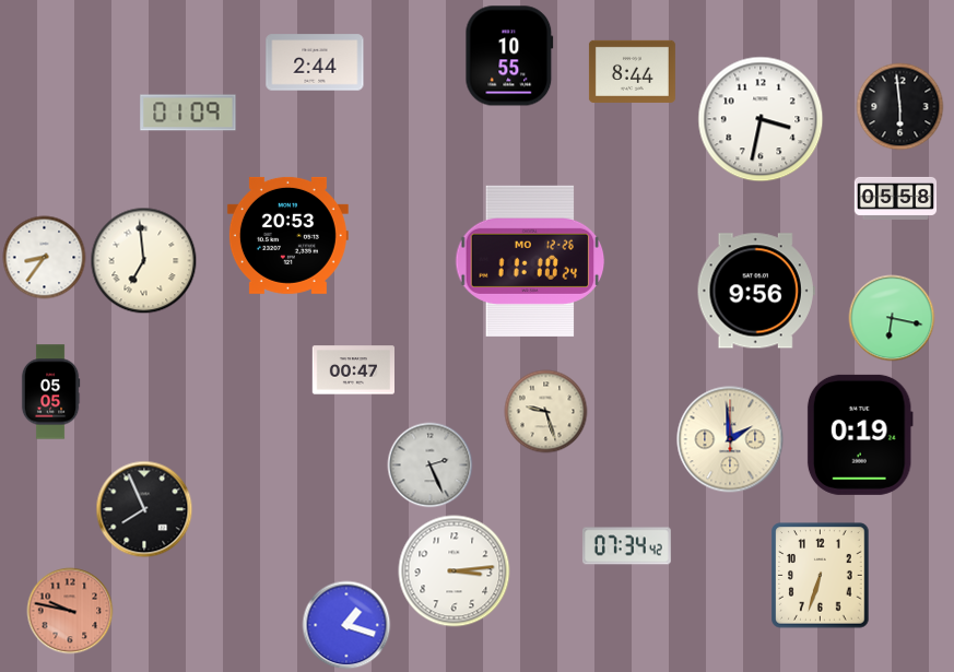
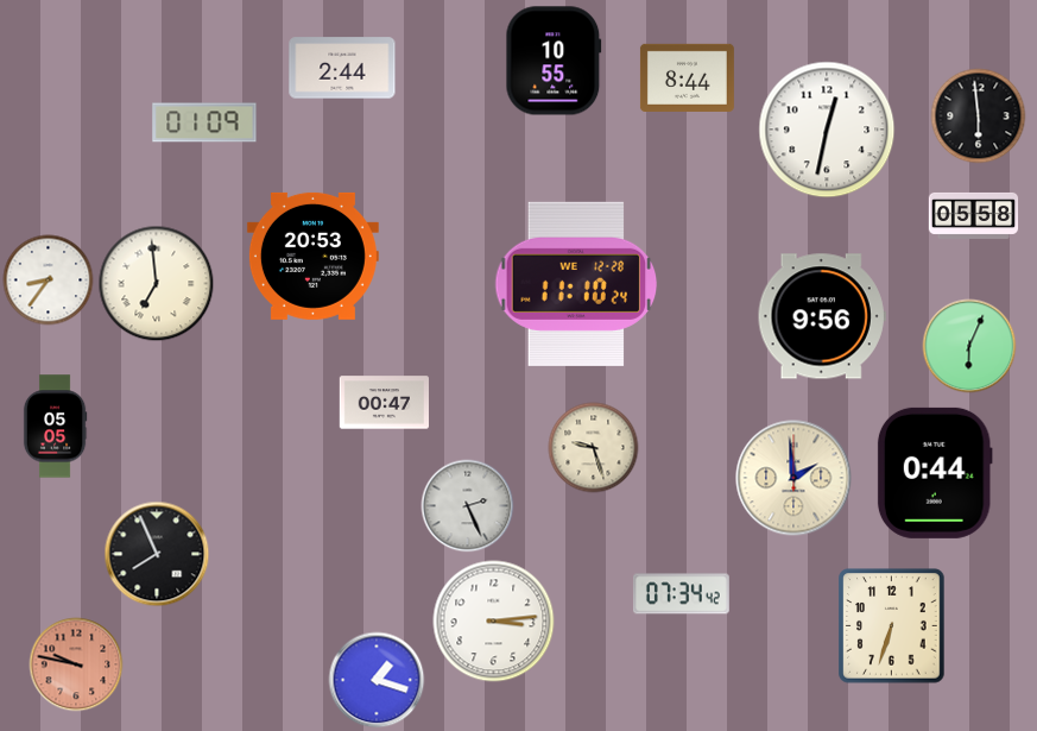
clock at (761, 119): 3:32 -> 12:32
clock at (530, 261) date: MO 12-26 -> WE 12-28
clock at (892, 318): 6:17 -> 6:04
clock at (860, 435): 0:19 -> 0:44
